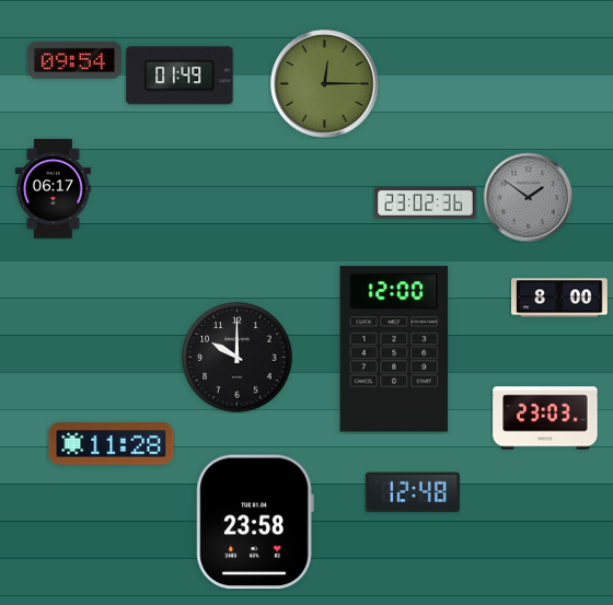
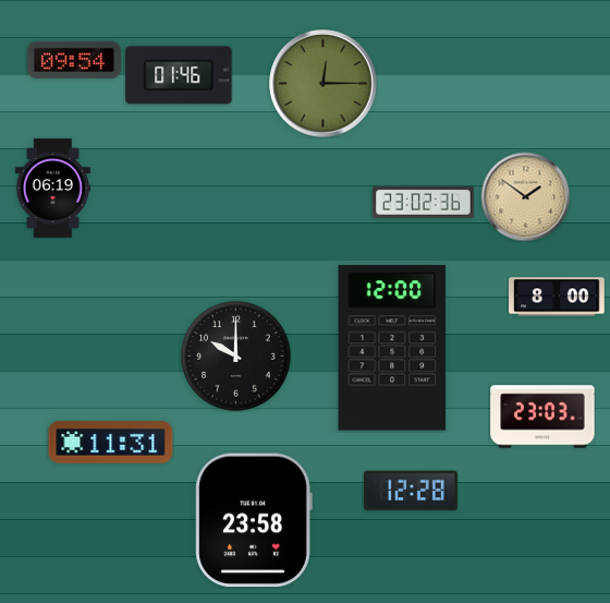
clock at (180, 75): 01:49 -> 01:46
clock at (53, 189): 06:17 -> 06:19
clock at (528, 197) dial: grey -> champagne
clock at (112, 444): 11:28 -> 11:31
clock at (413, 492): 12:48 -> 12:28
